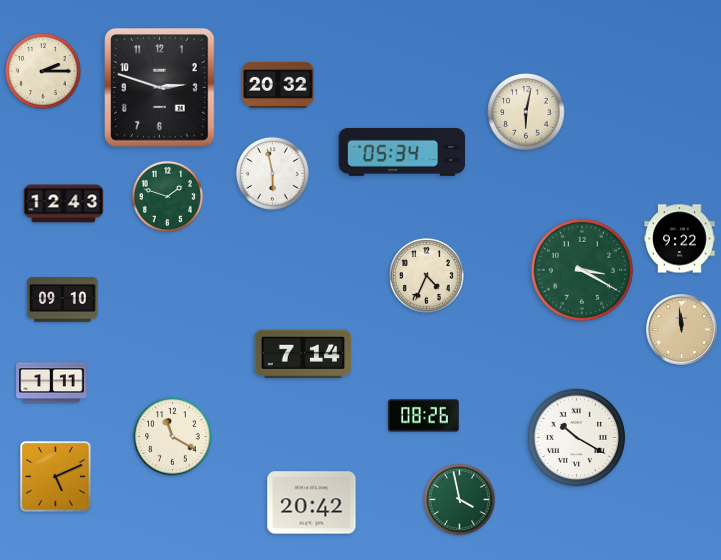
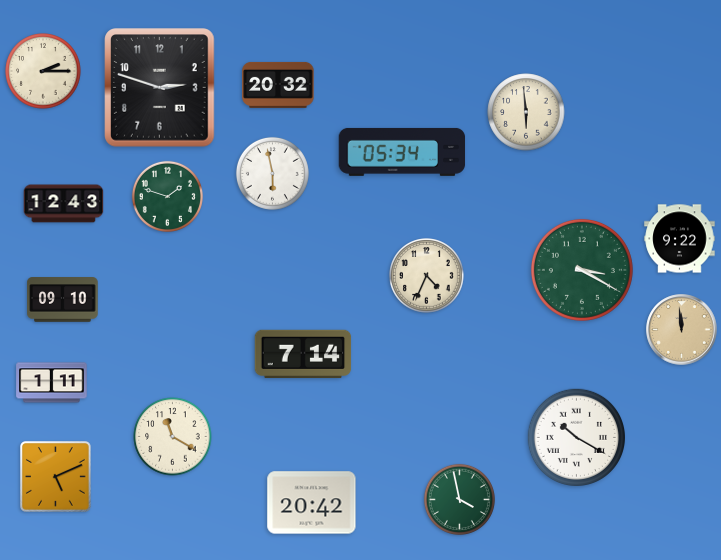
clock at (526, 112): 6:02 -> 5:59
clock at (424, 416): 08:26 -> none
